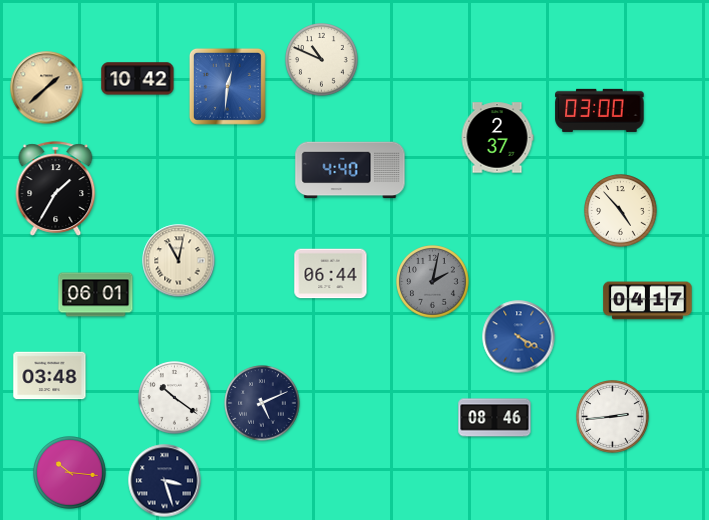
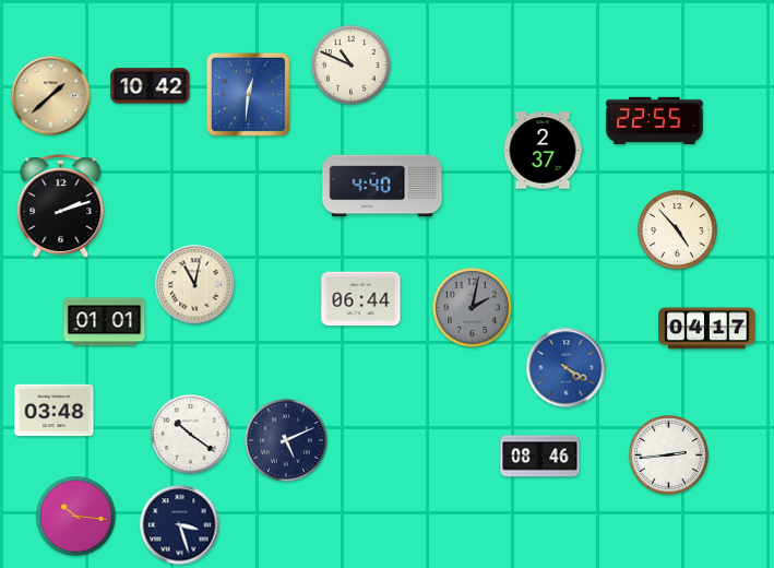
clock at (600, 110): 03:00 -> 22:55
clock at (56, 189): 1:35 -> 2:12
clock at (96, 295): 06:01 -> 01:01
